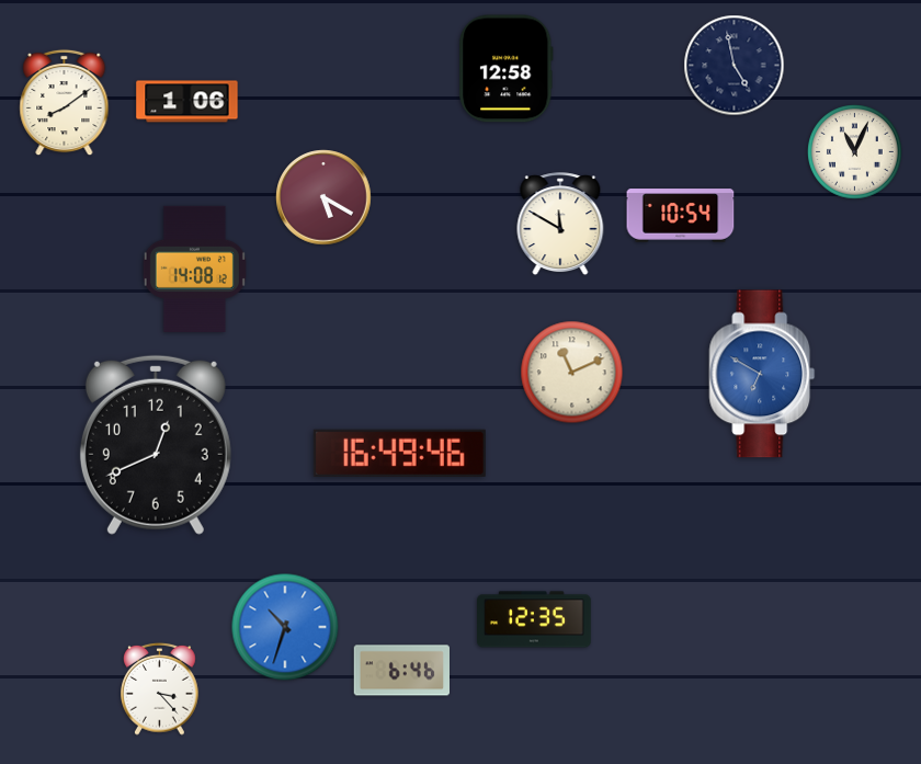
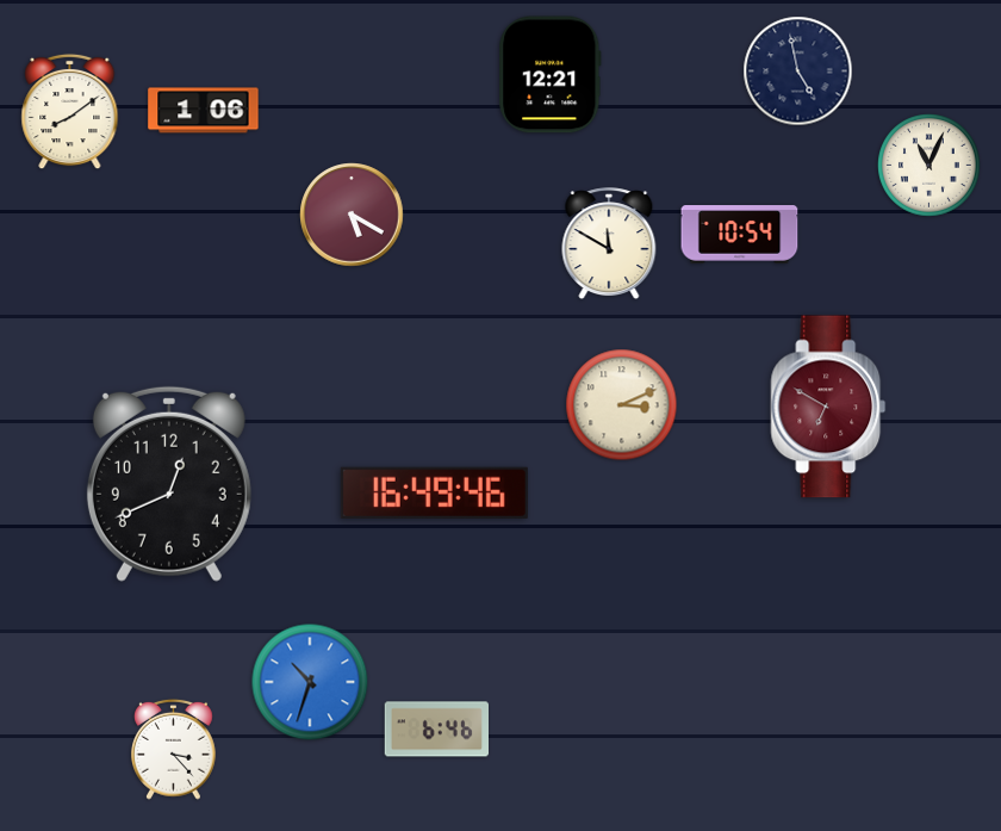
clock at (507, 69): 12:58 -> 12:21
clock at (194, 269): 14:08 -> none
clock at (572, 373): 11:11 -> 3:11
clock at (762, 374) dial: blue -> burgundy
clock at (535, 619): 12:35 -> none
